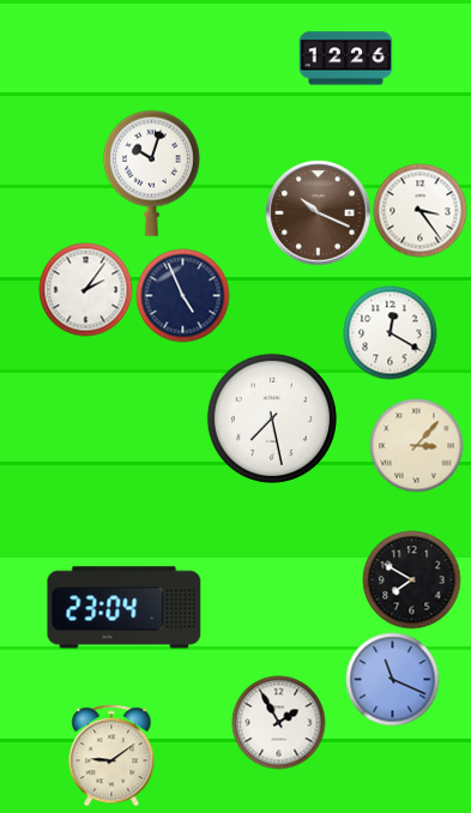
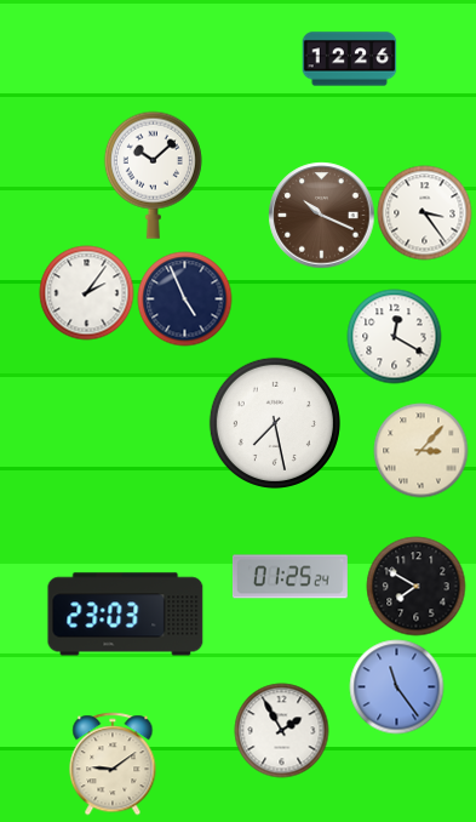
clock at (151, 173): 10:03 -> 10:08
clock at (289, 577): none -> 01:25
clock at (125, 608): 23:04 -> 23:03
clock at (392, 679): 11:19 -> 11:24
